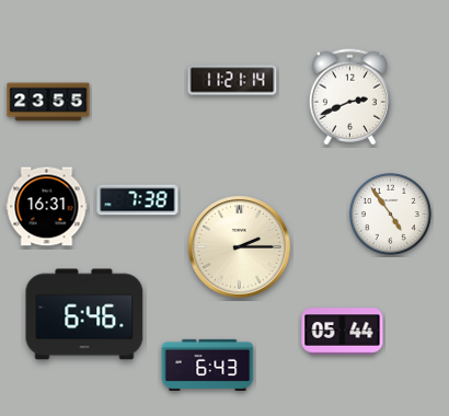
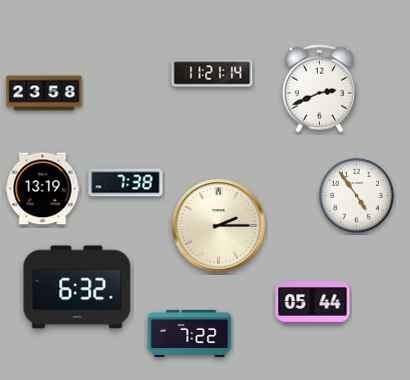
clock at (48, 102): 23:55 -> 23:58
clock at (47, 207): 16:31 -> 13:19
clock at (84, 314): 6:46 -> 6:32
clock at (208, 365): 6:43 -> 7:22
